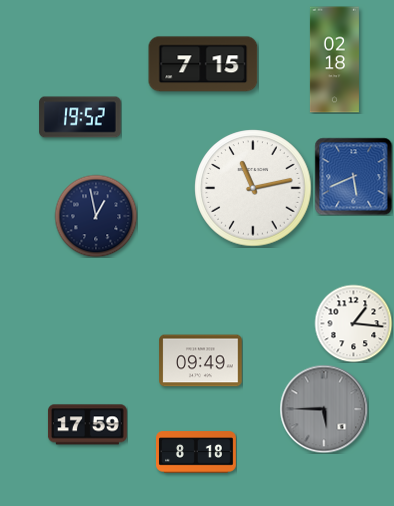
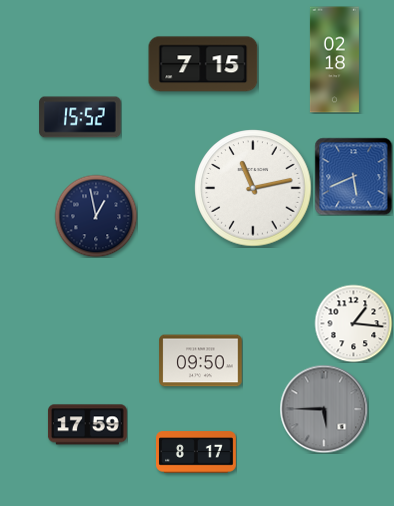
clock at (80, 117): 19:52 -> 15:52
clock at (201, 361): 09:49 -> 09:50
clock at (197, 452): 8:18 -> 8:17
